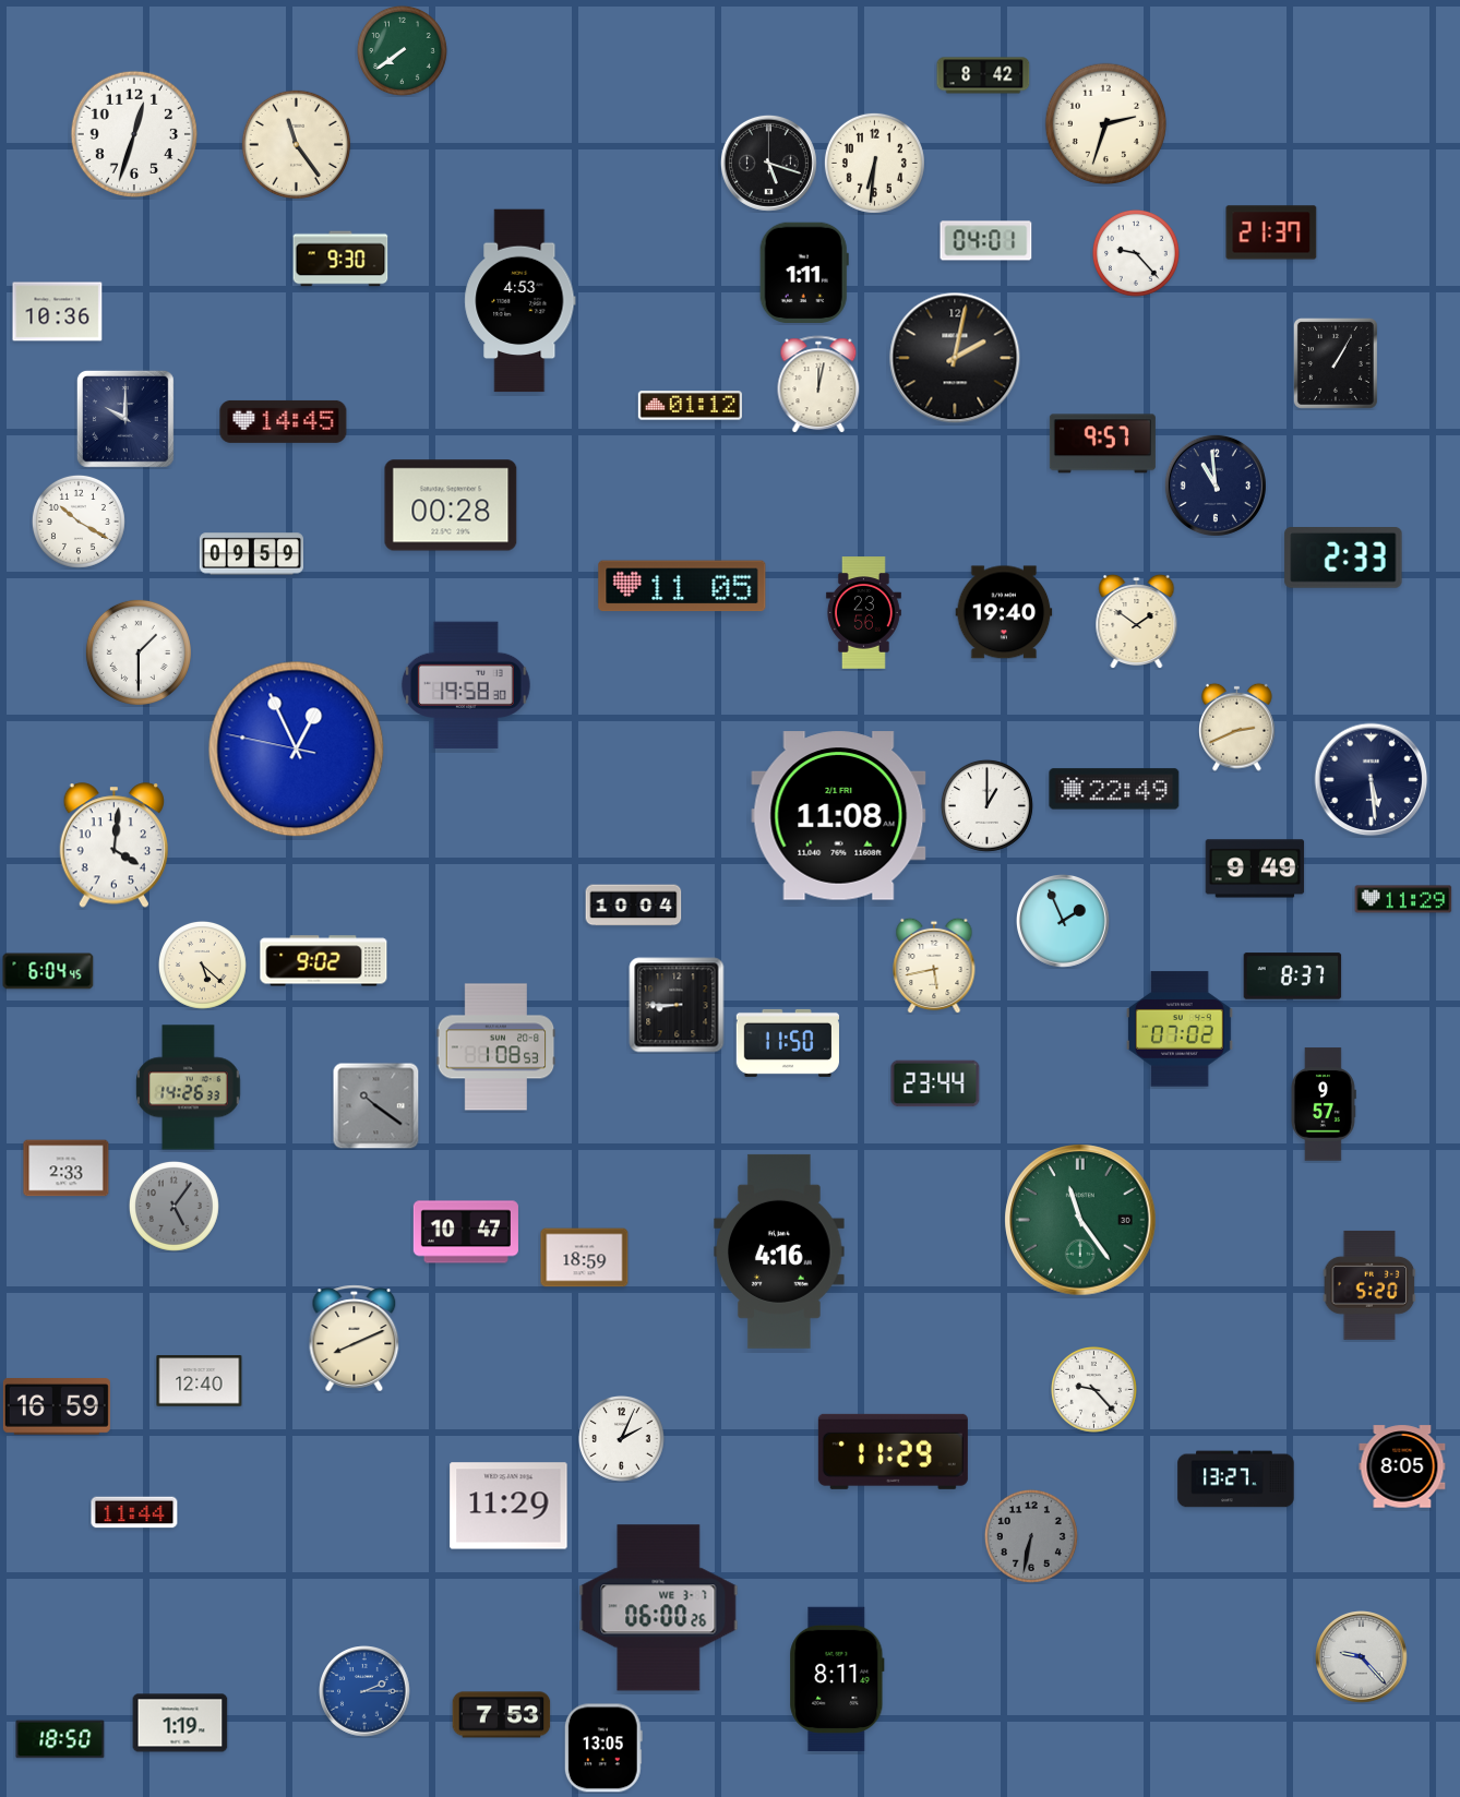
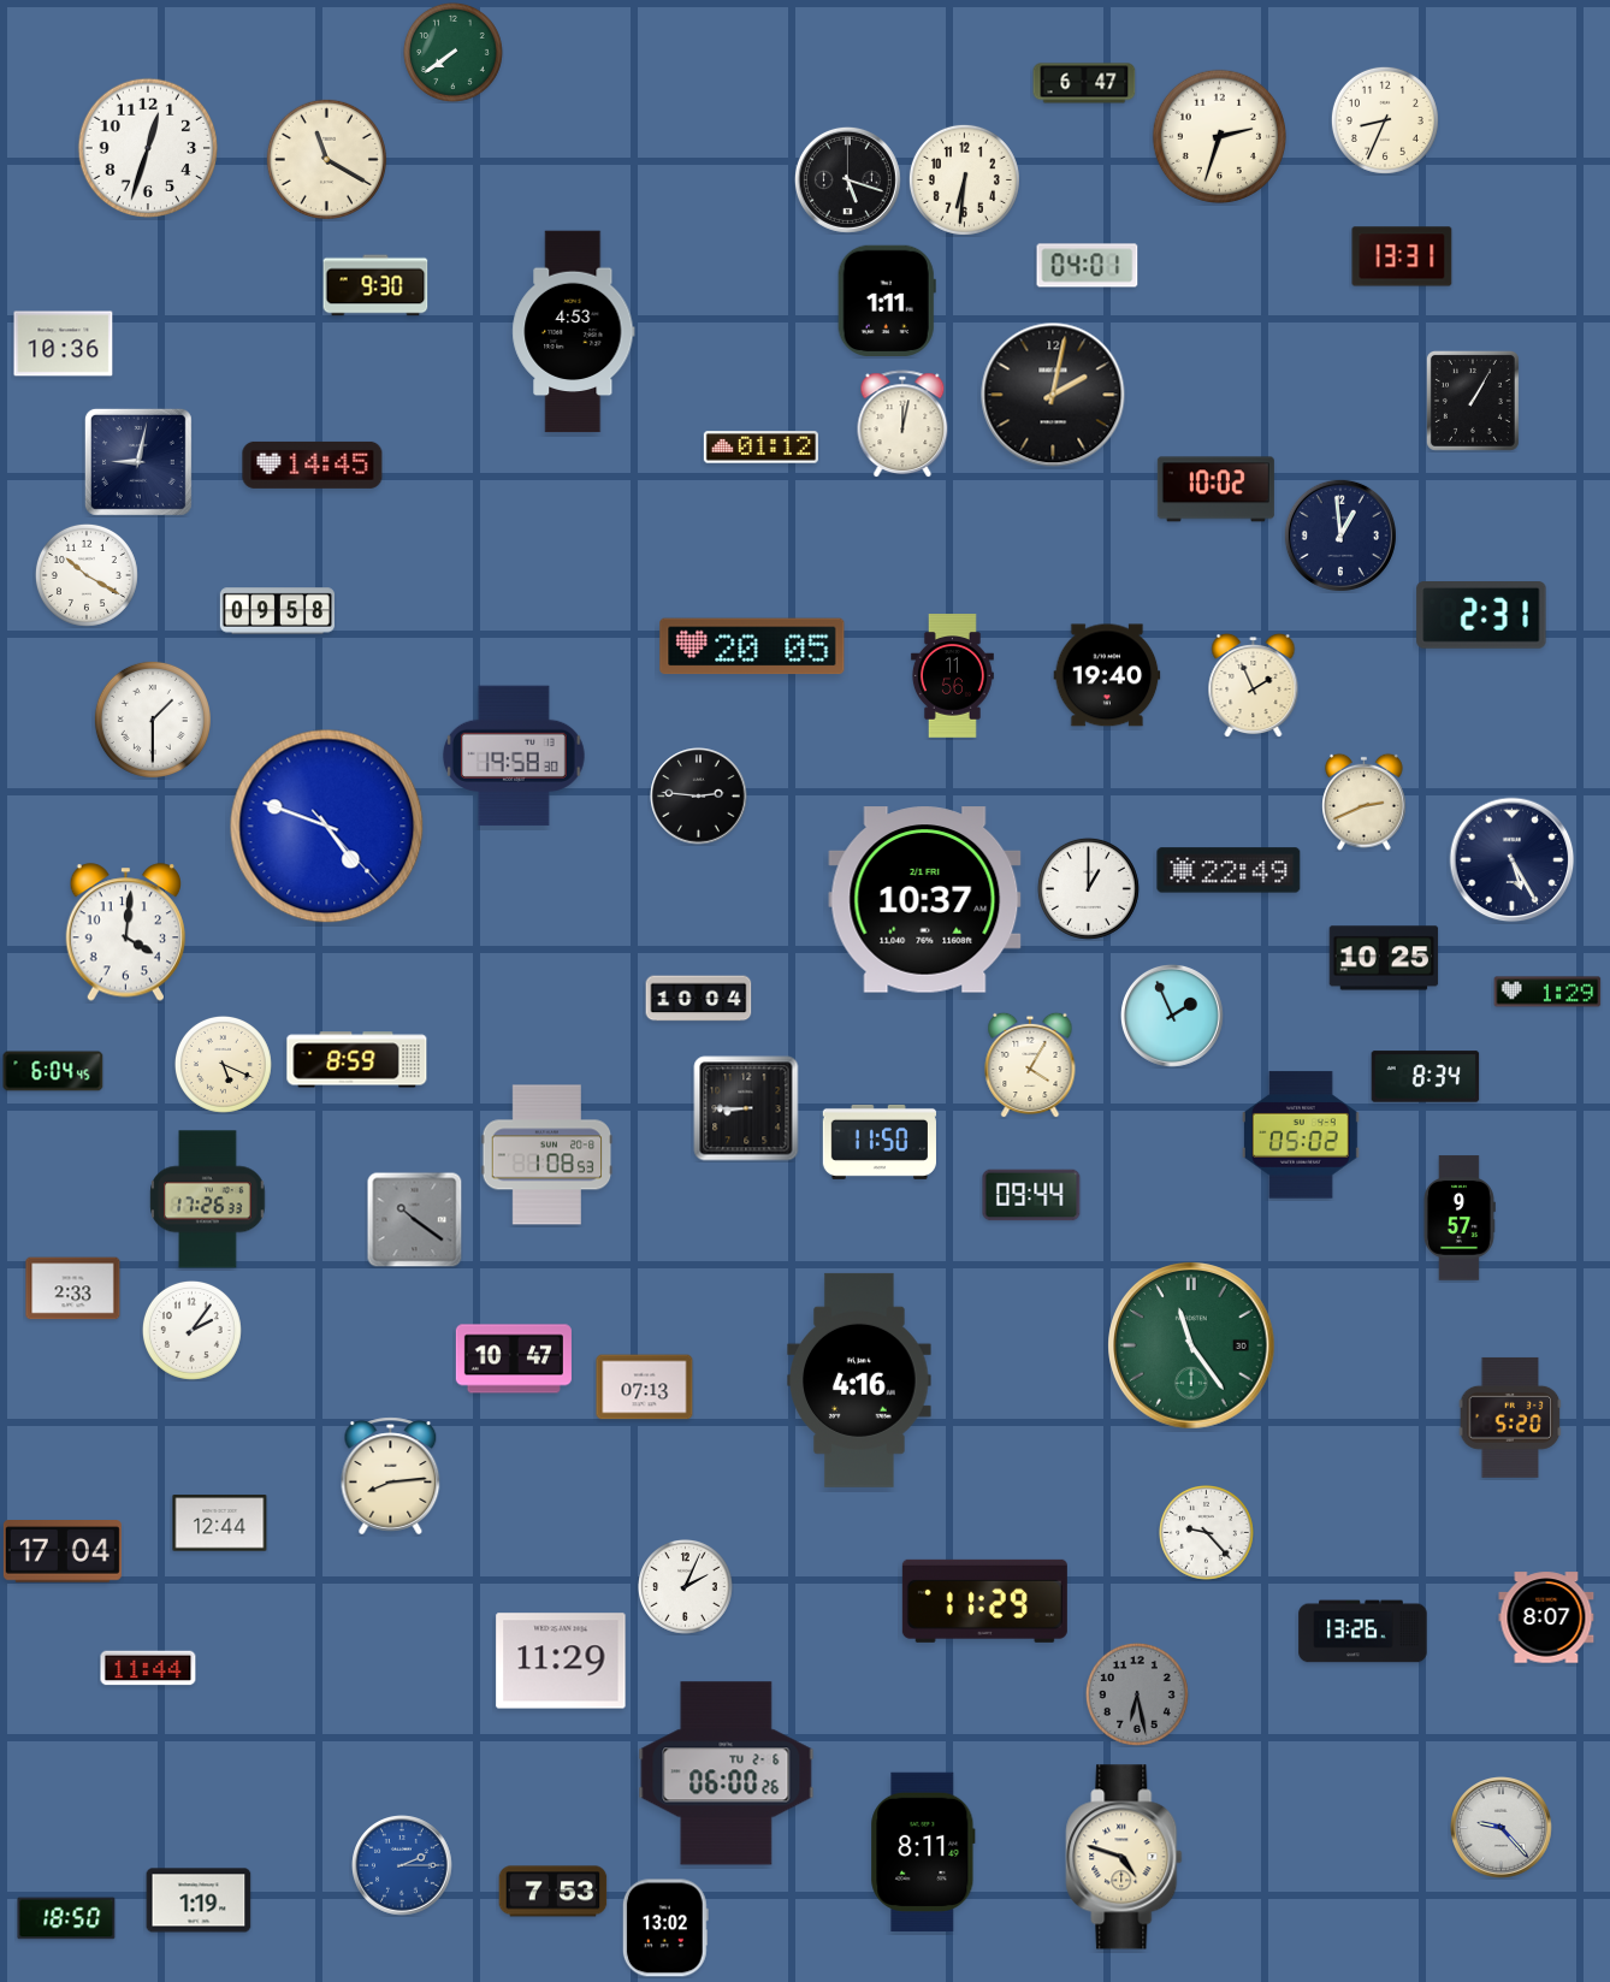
clock at (402, 50) position: (402, 50) -> (452, 52)
clock at (983, 75): 8:42 -> 6:47
clock at (1385, 120): none -> 8:34
clock at (296, 144): 11:24 -> 11:20
clock at (1271, 232): 21:37 -> 13:31
clock at (1136, 253): 9:23 -> none
clock at (125, 419): 10:00 -> 9:02
clock at (1102, 444): 9:57 -> 10:02
clock at (1216, 486): 10:59 -> 12:59
clock at (451, 505): 00:28 -> none
clock at (251, 554): 09:59 -> 09:58
clock at (1343, 559): 2:33 -> 2:31
clock at (682, 586): 11:05 -> 20:05
clock at (863, 613): 23:56 -> 11:56
clock at (1137, 621): 1:51 -> 1:56
clock at (699, 797): none -> 2:46
clock at (297, 750): 12:55 -> 4:48
clock at (1372, 780): 5:29 -> 5:25
clock at (839, 816): 11:08 -> 10:37
clock at (1255, 868): 9:49 -> 10:25
clock at (1403, 899): 11:29 -> 1:29
clock at (324, 961): 9:02 -> 8:59
clock at (202, 965): 5:22 -> 5:19
clock at (934, 966): 5:43 -> 4:05
clock at (1293, 977): 8:37 -> 8:34
clock at (1180, 1029): 07:02 -> 05:02
clock at (788, 1043) position: (788, 1043) -> (880, 1142)
clock at (935, 1083): 23:44 -> 09:44
clock at (189, 1088): 14:26 -> 17:26
clock at (173, 1206): 5:06 -> 2:06
clock at (173, 1206) dial: grey -> white
clock at (585, 1258): 18:59 -> 07:13
clock at (355, 1339): 8:11 -> 8:14
clock at (200, 1381): 12:40 -> 12:44
clock at (57, 1407): 16:59 -> 17:04
clock at (1402, 1466): 8:05 -> 8:07
clock at (1236, 1479): 13:27 -> 13:26
clock at (1031, 1536): 6:32 -> 6:28
clock at (659, 1608) date: WE 3-7 -> TU 2-6
clock at (1124, 1857): none -> 4:48
clock at (603, 1748): 13:05 -> 13:02
